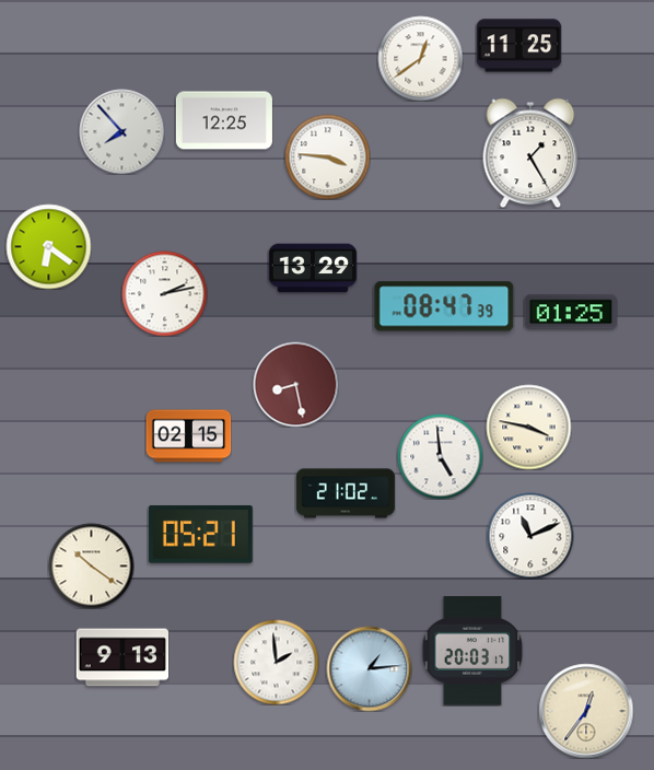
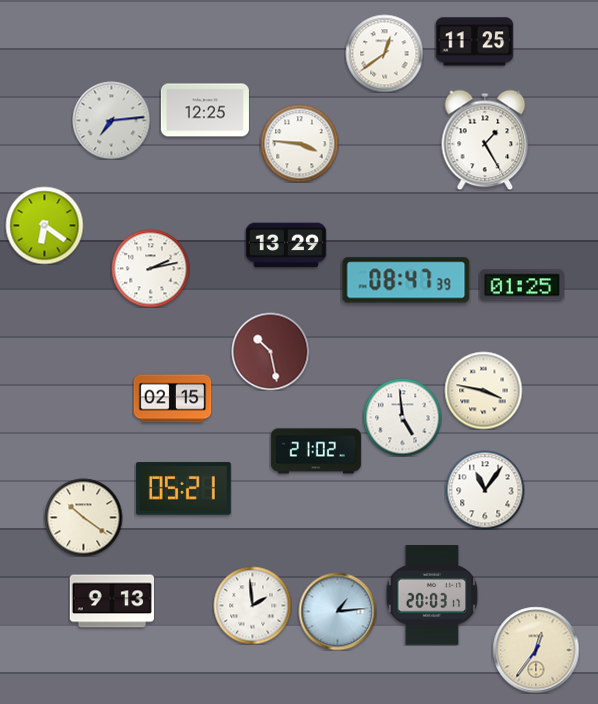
clock at (121, 131): 7:53 -> 7:14
clock at (295, 384): 8:28 -> 10:28
clock at (530, 536): 11:11 -> 11:06
